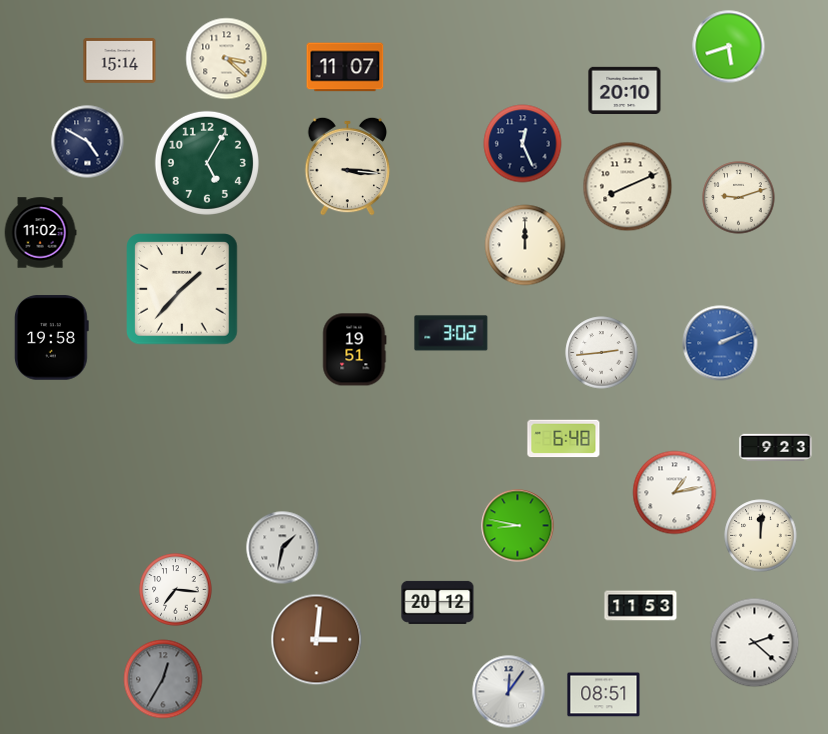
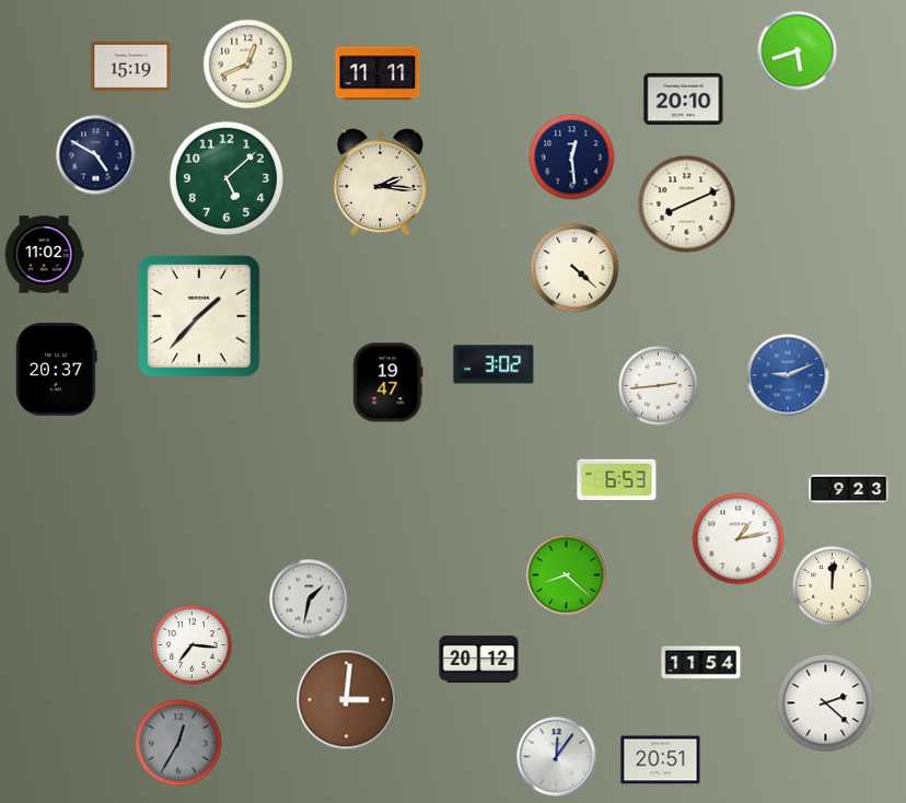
clock at (227, 59): 3:22 -> 12:41
clock at (120, 60): 15:14 -> 15:19
clock at (345, 67): 11:07 -> 11:11
clock at (523, 144): 12:26 -> 12:29
clock at (207, 163): 5:05 -> 5:08
clock at (348, 166): 3:16 -> 2:16
clock at (739, 198): 9:12 -> none
clock at (525, 245): 12:00 -> 4:22
clock at (51, 338): 19:58 -> 20:37
clock at (720, 343): 2:11 -> 9:11
clock at (355, 350): 19:51 -> 19:47
clock at (564, 439): 6:48 -> 6:53
clock at (518, 526): 8:47 -> 8:22
clock at (641, 606): 11:53 -> 11:54
clock at (604, 695): 08:51 -> 20:51
